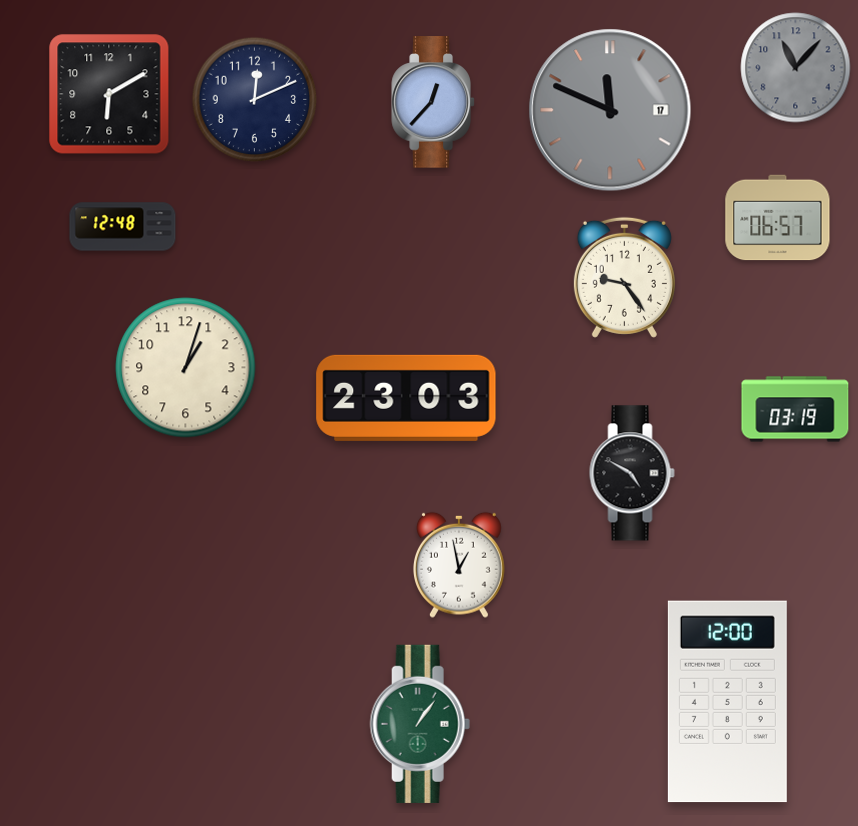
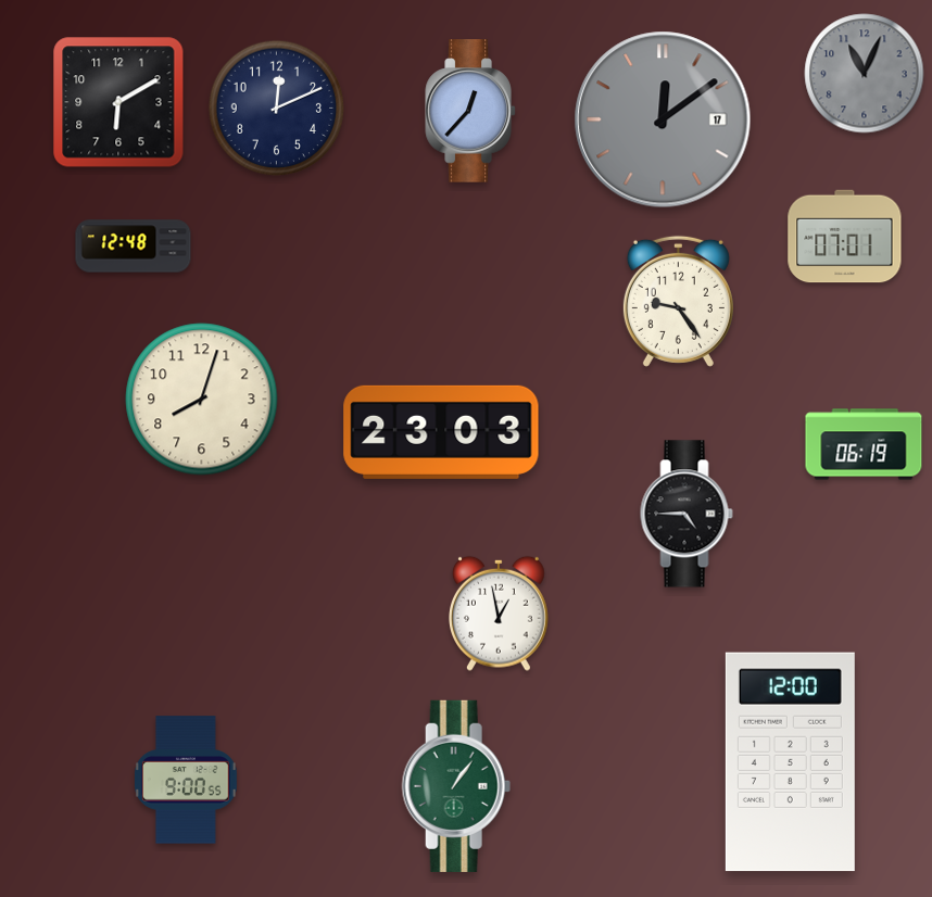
clock at (796, 68): 11:07 -> 11:04
clock at (610, 110): 11:49 -> 12:09
clock at (778, 218): 06:57 -> 07:01
clock at (186, 368): 1:03 -> 8:03
clock at (795, 409): 03:19 -> 06:19
clock at (632, 473): 4:50 -> 4:45
clock at (187, 780): none -> 9:00
